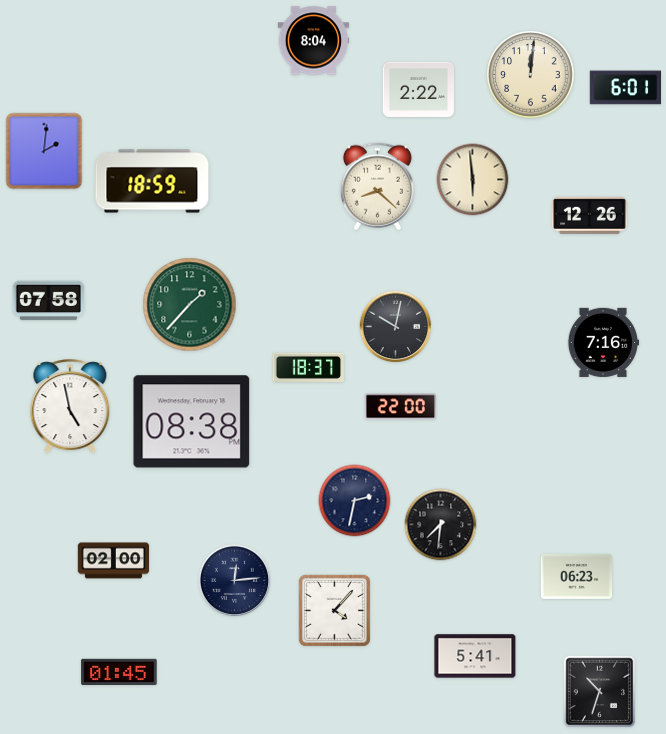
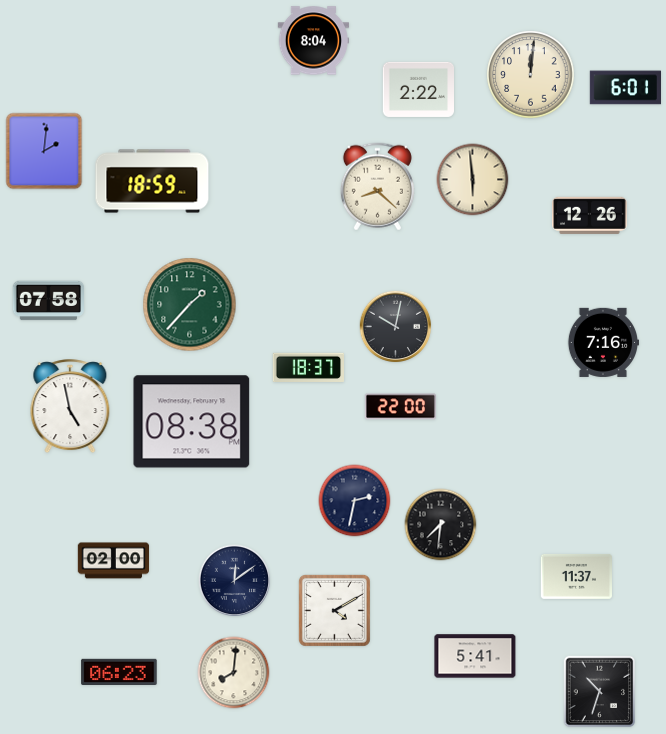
clock at (576, 576): 06:23 -> 11:37
clock at (235, 581): 12:14 -> 12:09
clock at (334, 610): 4:07 -> 4:10
clock at (119, 671): 01:45 -> 06:23
clock at (234, 673): none -> 8:01
